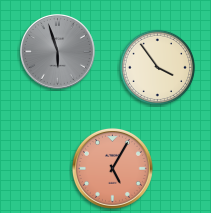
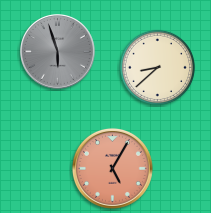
clock at (157, 67): 3:54 -> 8:38
